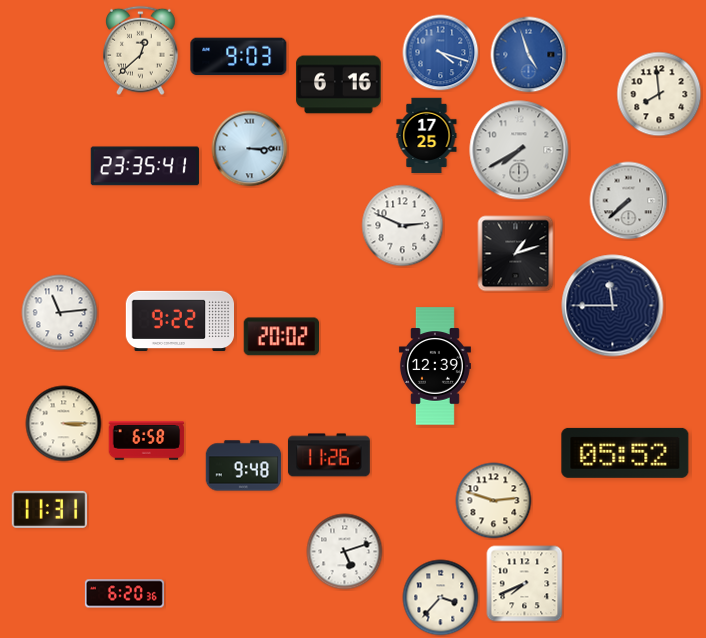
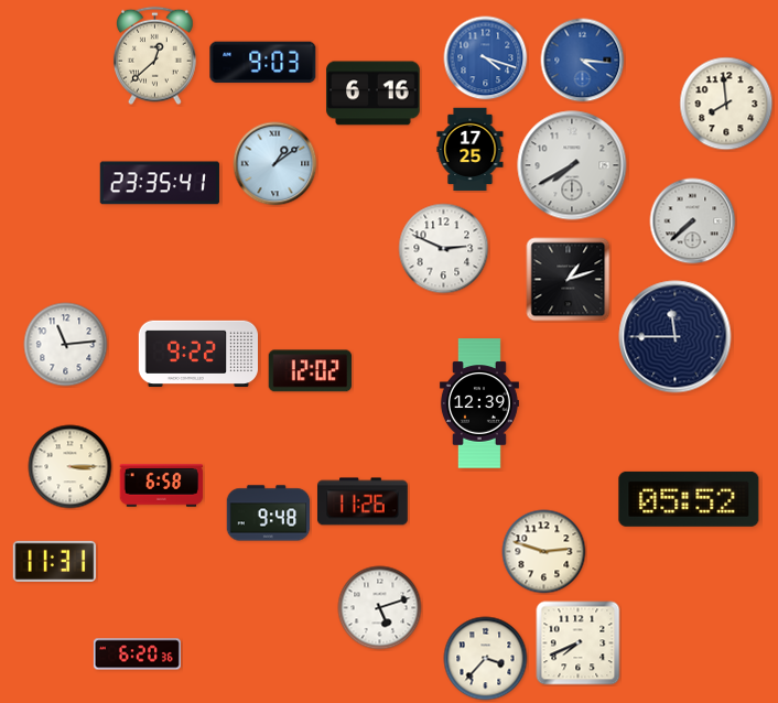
clock at (529, 55): 4:57 -> 4:16
clock at (250, 149): 3:15 -> 1:09
clock at (281, 337): 20:02 -> 12:02
